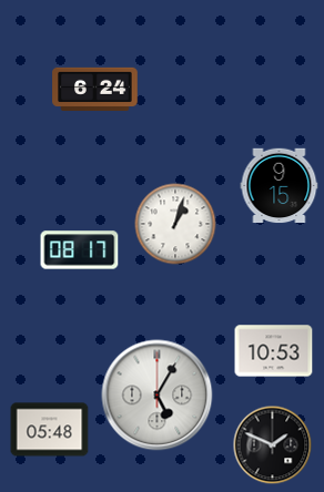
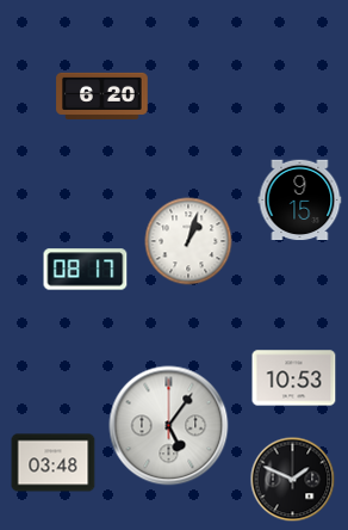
clock at (95, 89): 6:24 -> 6:20
clock at (158, 396): 5:05 -> 5:06
clock at (50, 430): 05:48 -> 03:48
